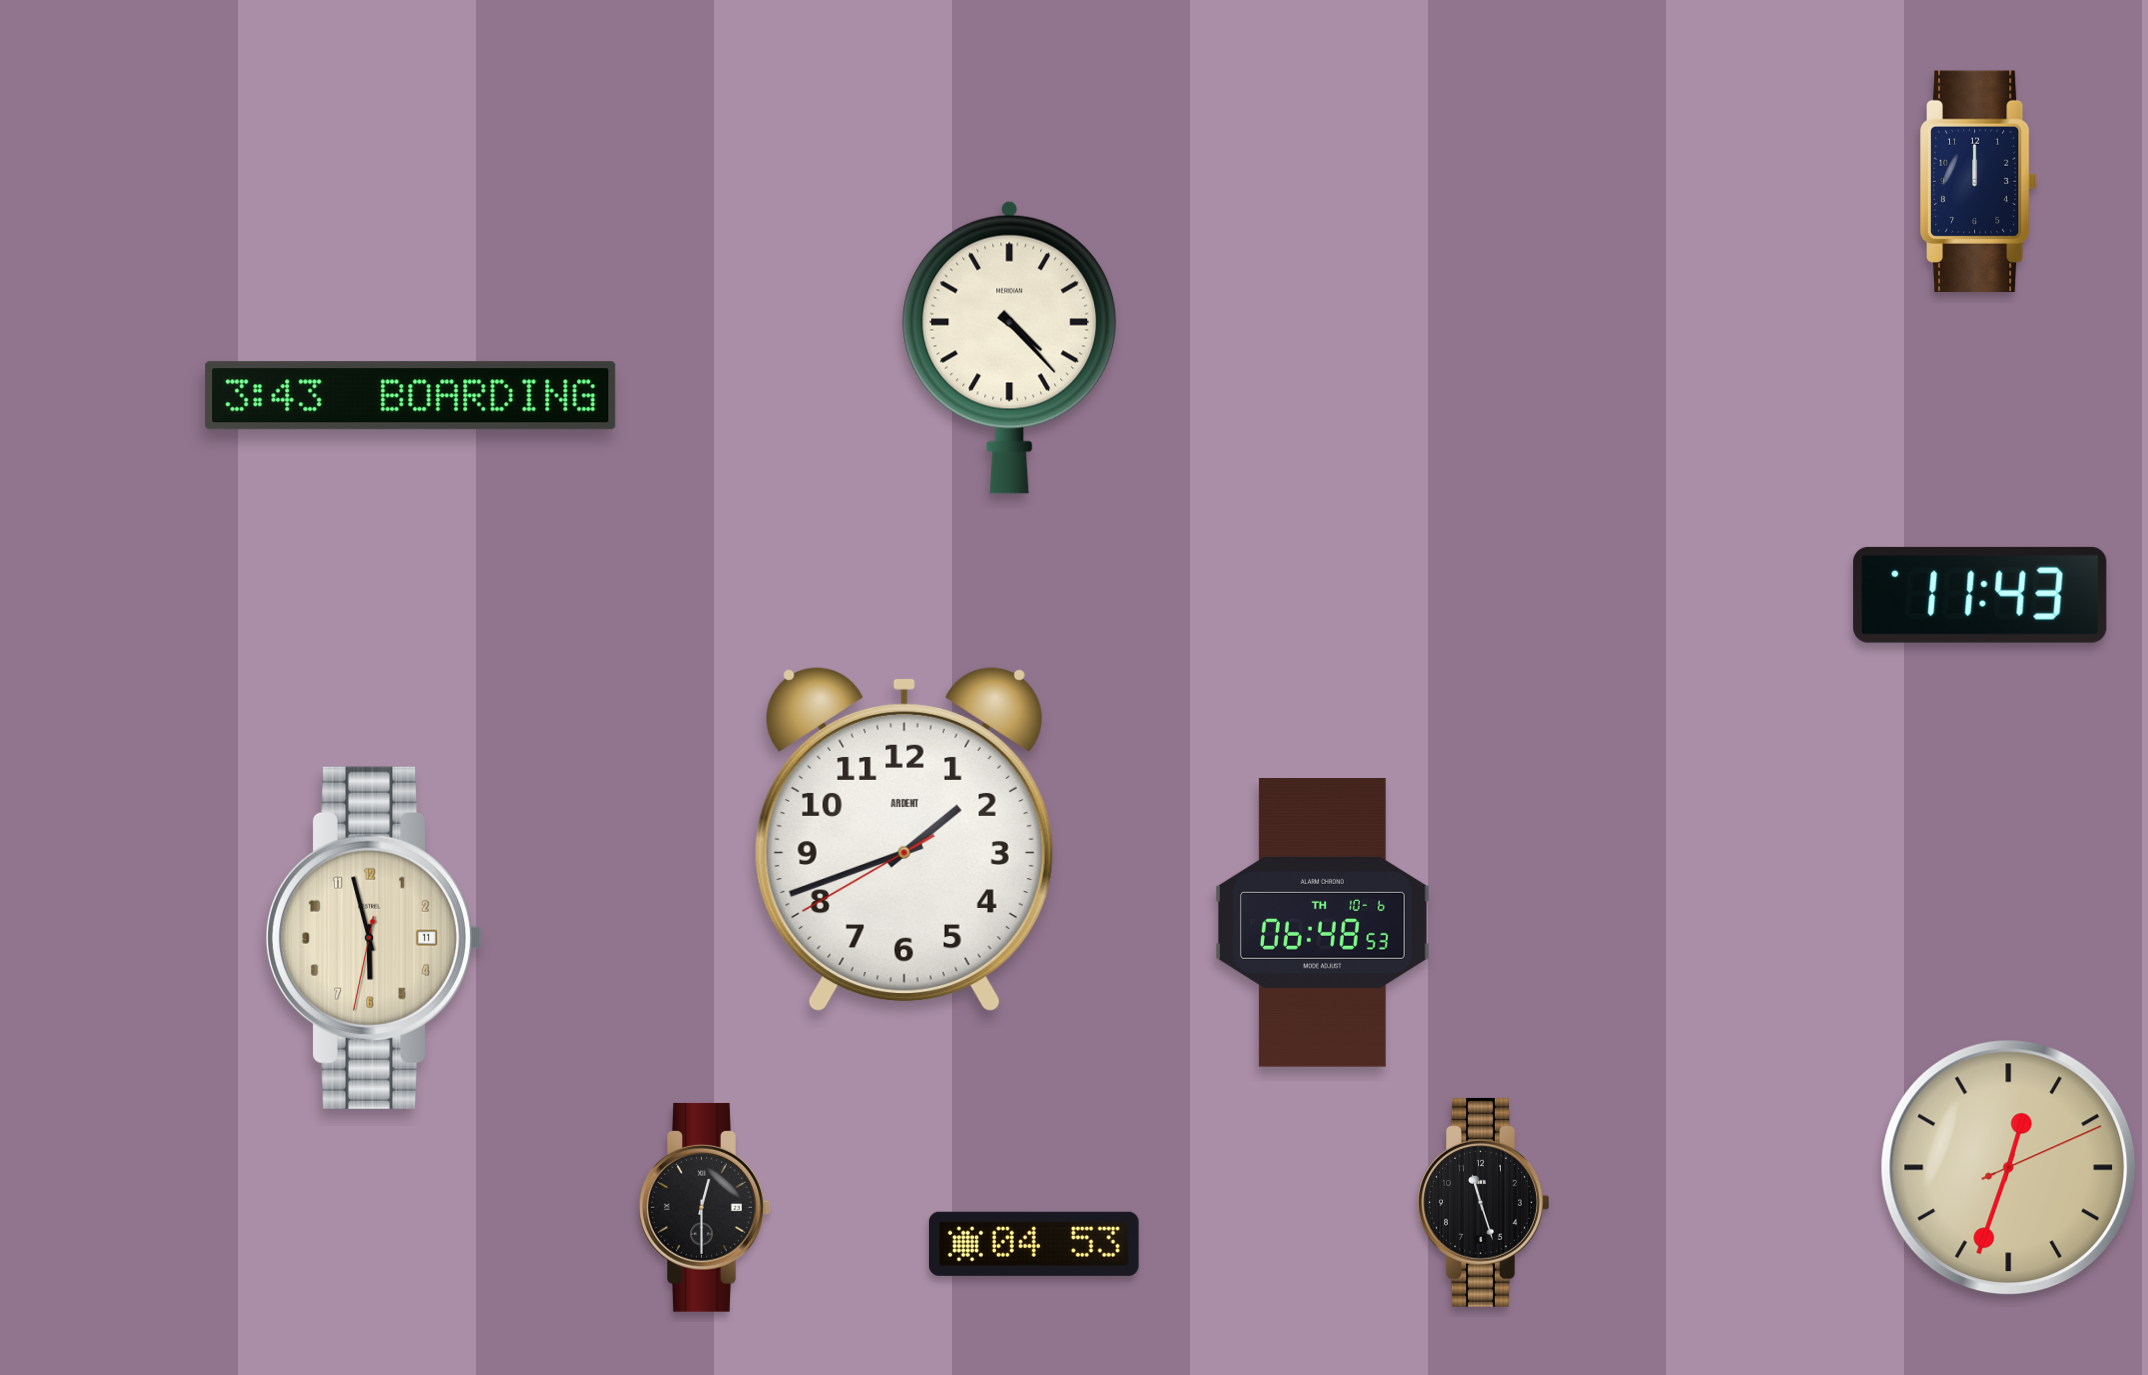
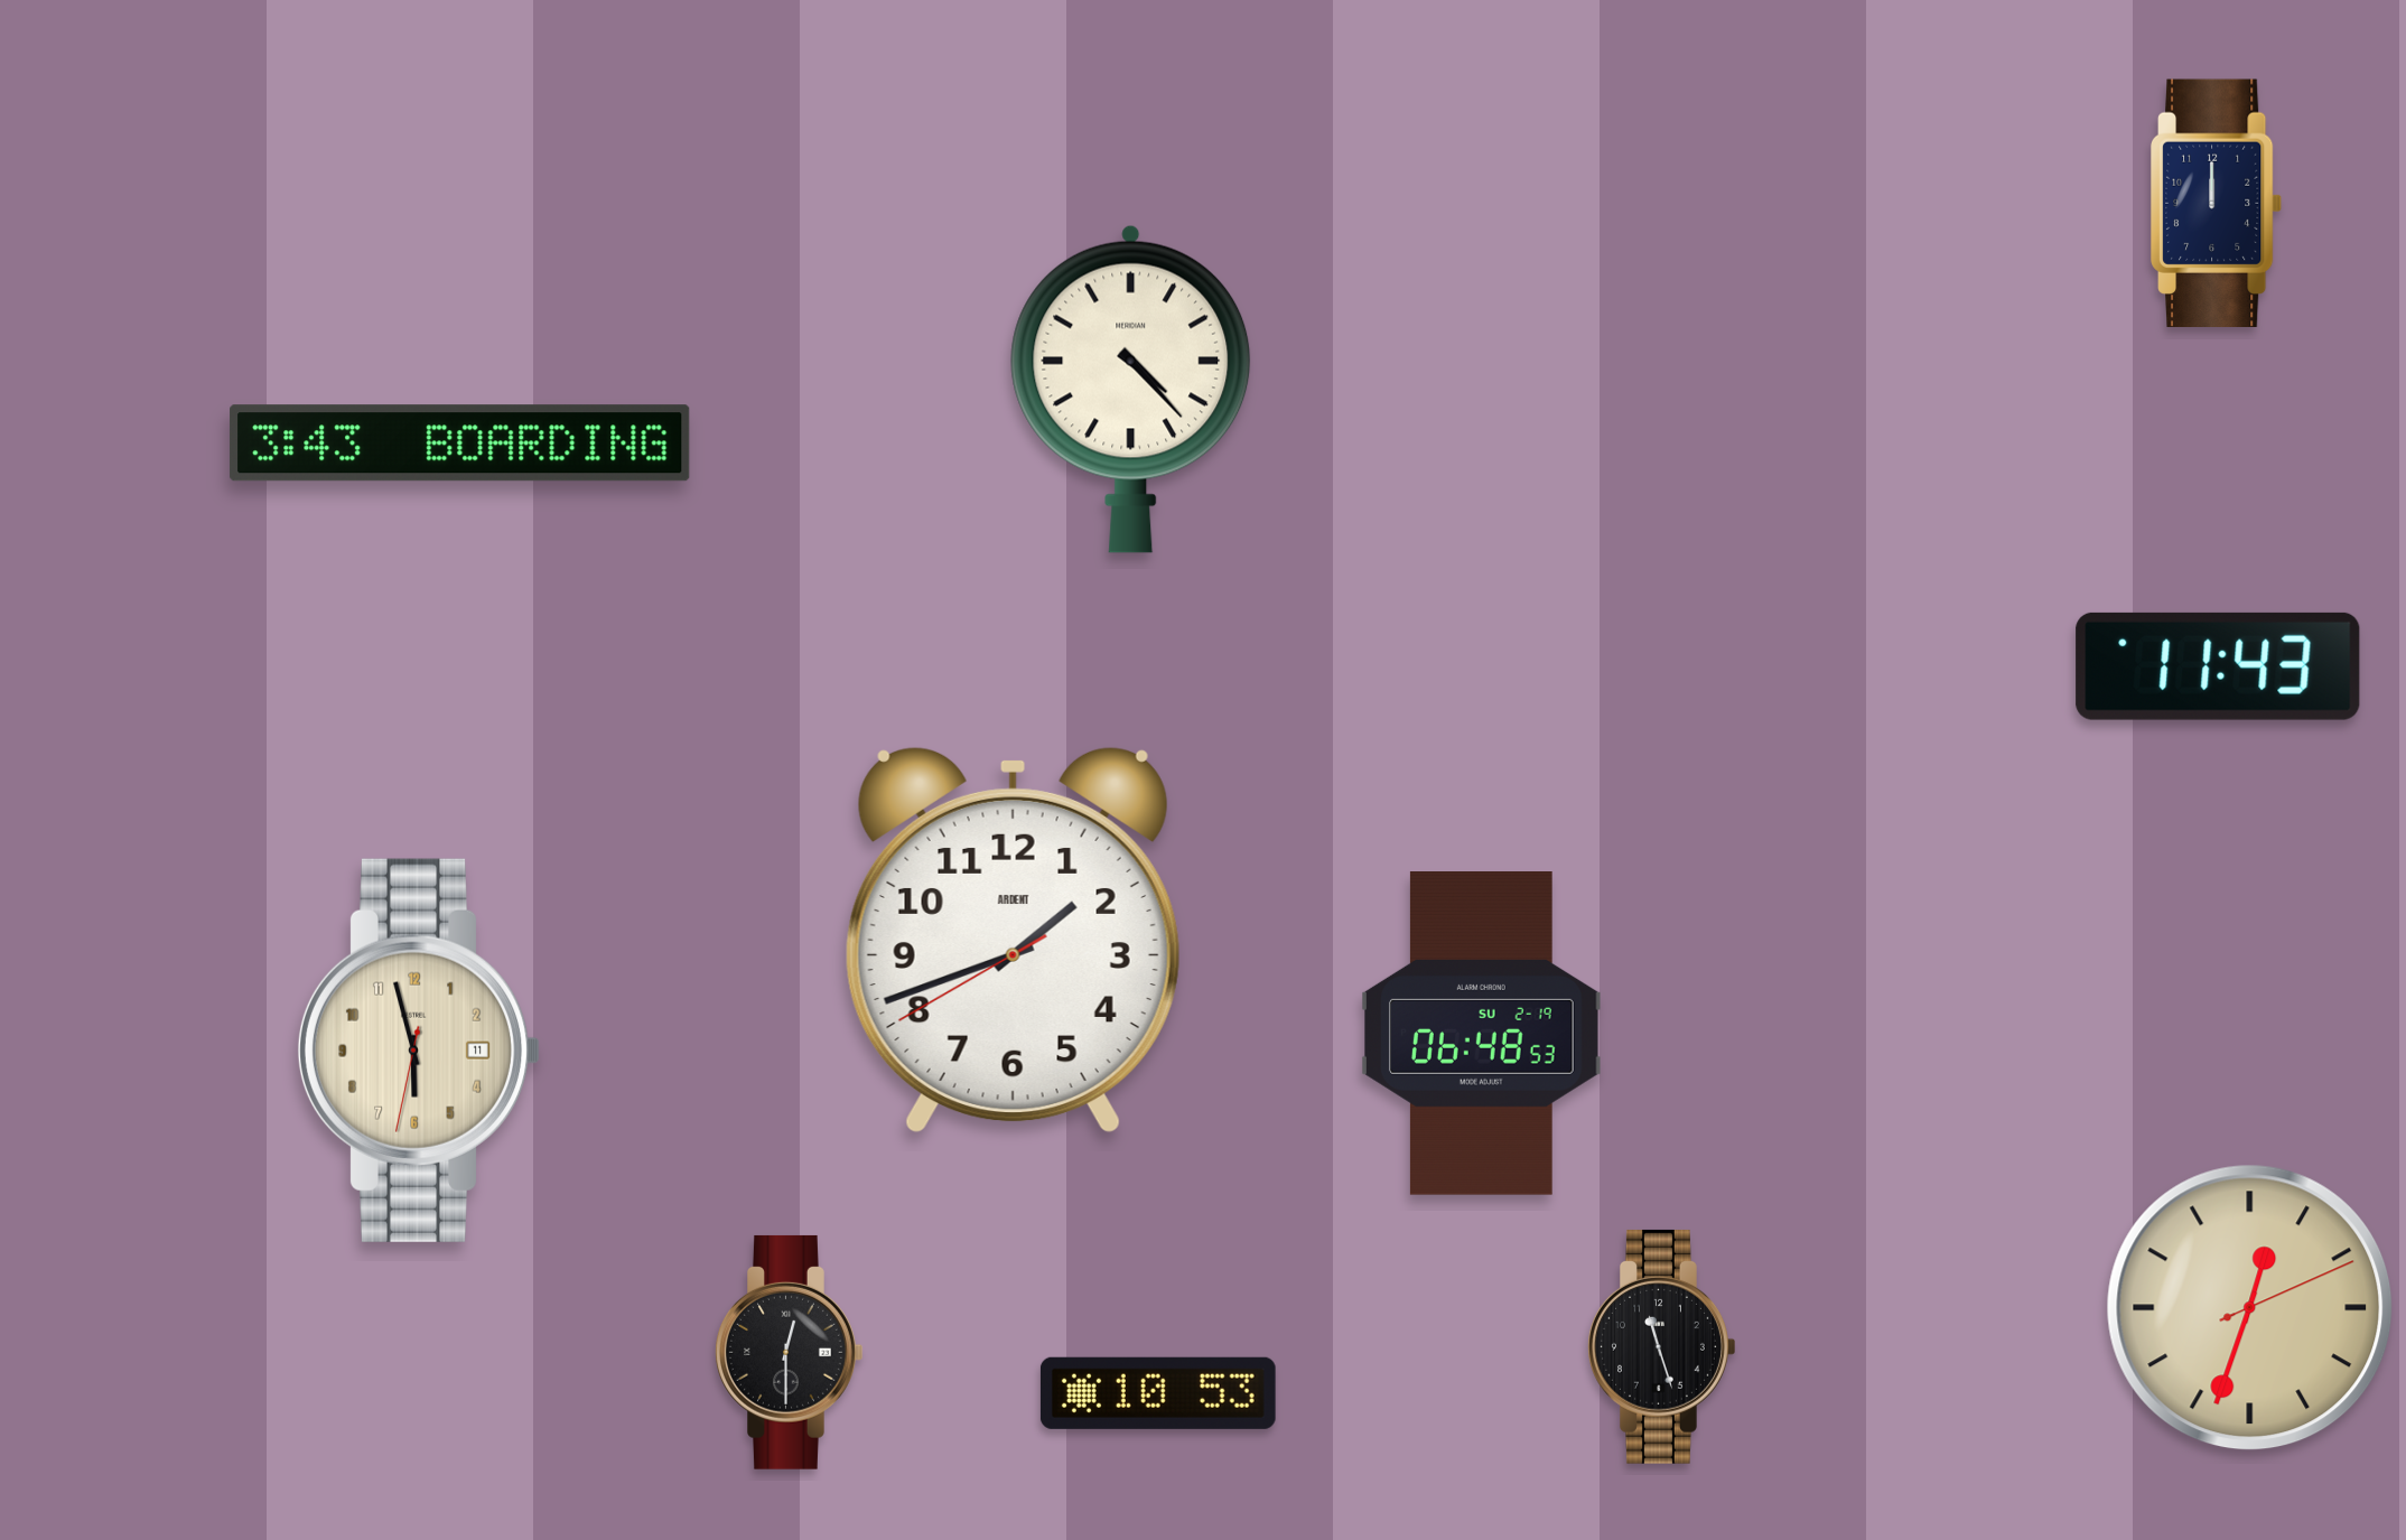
clock at (1323, 923) date: TH 10-6 -> SU 2-19
clock at (1034, 1244): 04:53 -> 10:53
